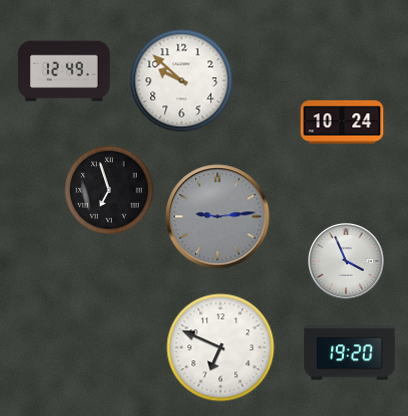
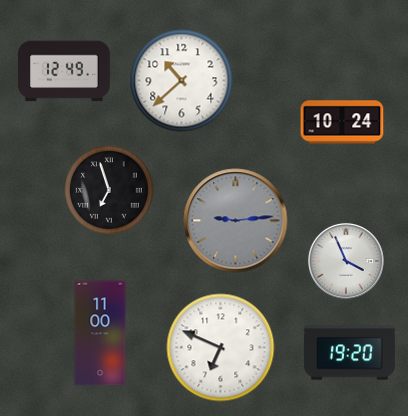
clock at (182, 81): 9:52 -> 10:38
clock at (218, 217) position: (218, 217) -> (236, 221)
clock at (100, 333): none -> 11:00
